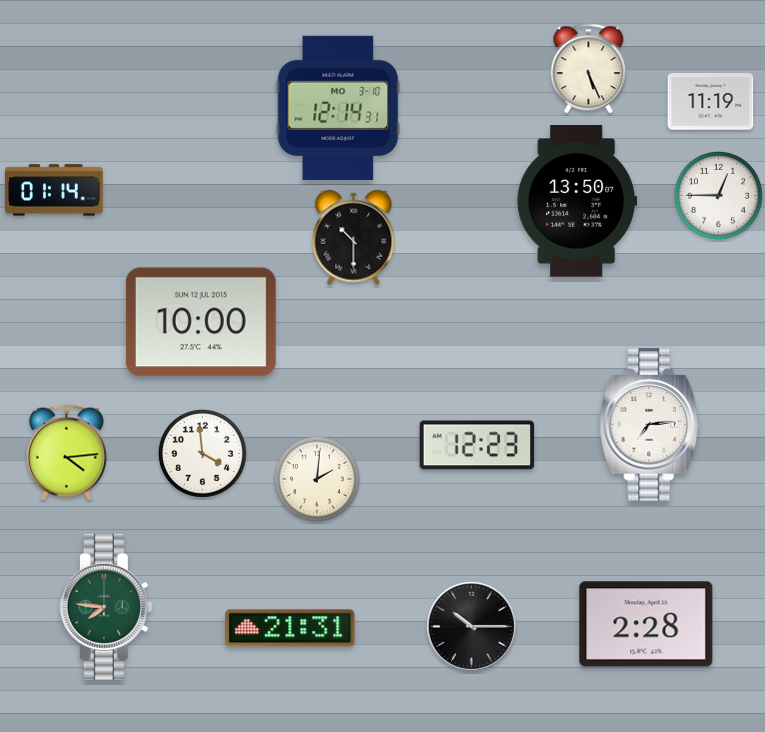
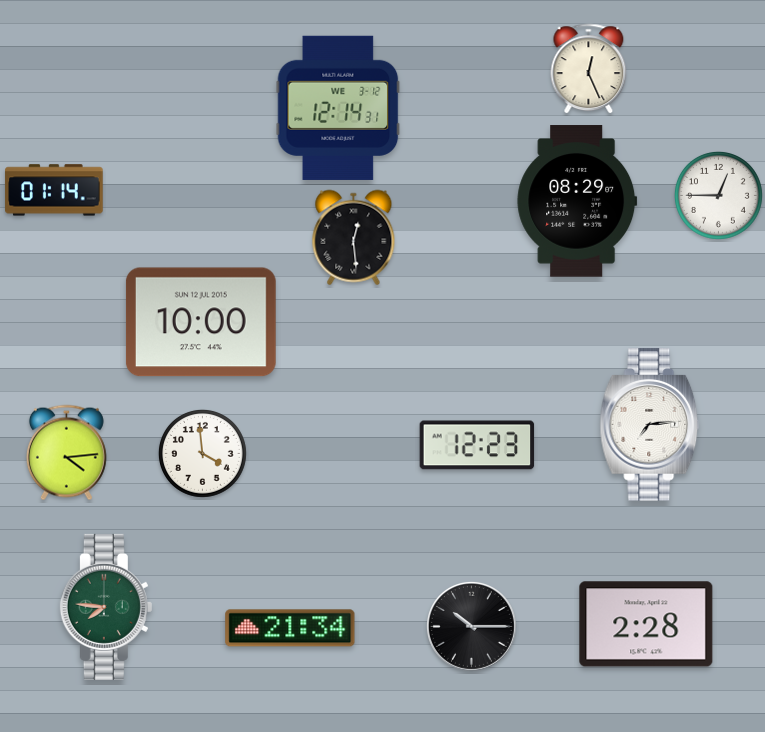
clock at (589, 69): 5:26 -> 12:26
clock at (711, 102): 11:19 -> none
clock at (338, 108) date: MO 3-10 -> WE 3-12
clock at (577, 201): 13:50 -> 08:29
clock at (354, 238): 10:30 -> 12:29
clock at (317, 479): 2:01 -> none
clock at (290, 628): 21:31 -> 21:34
